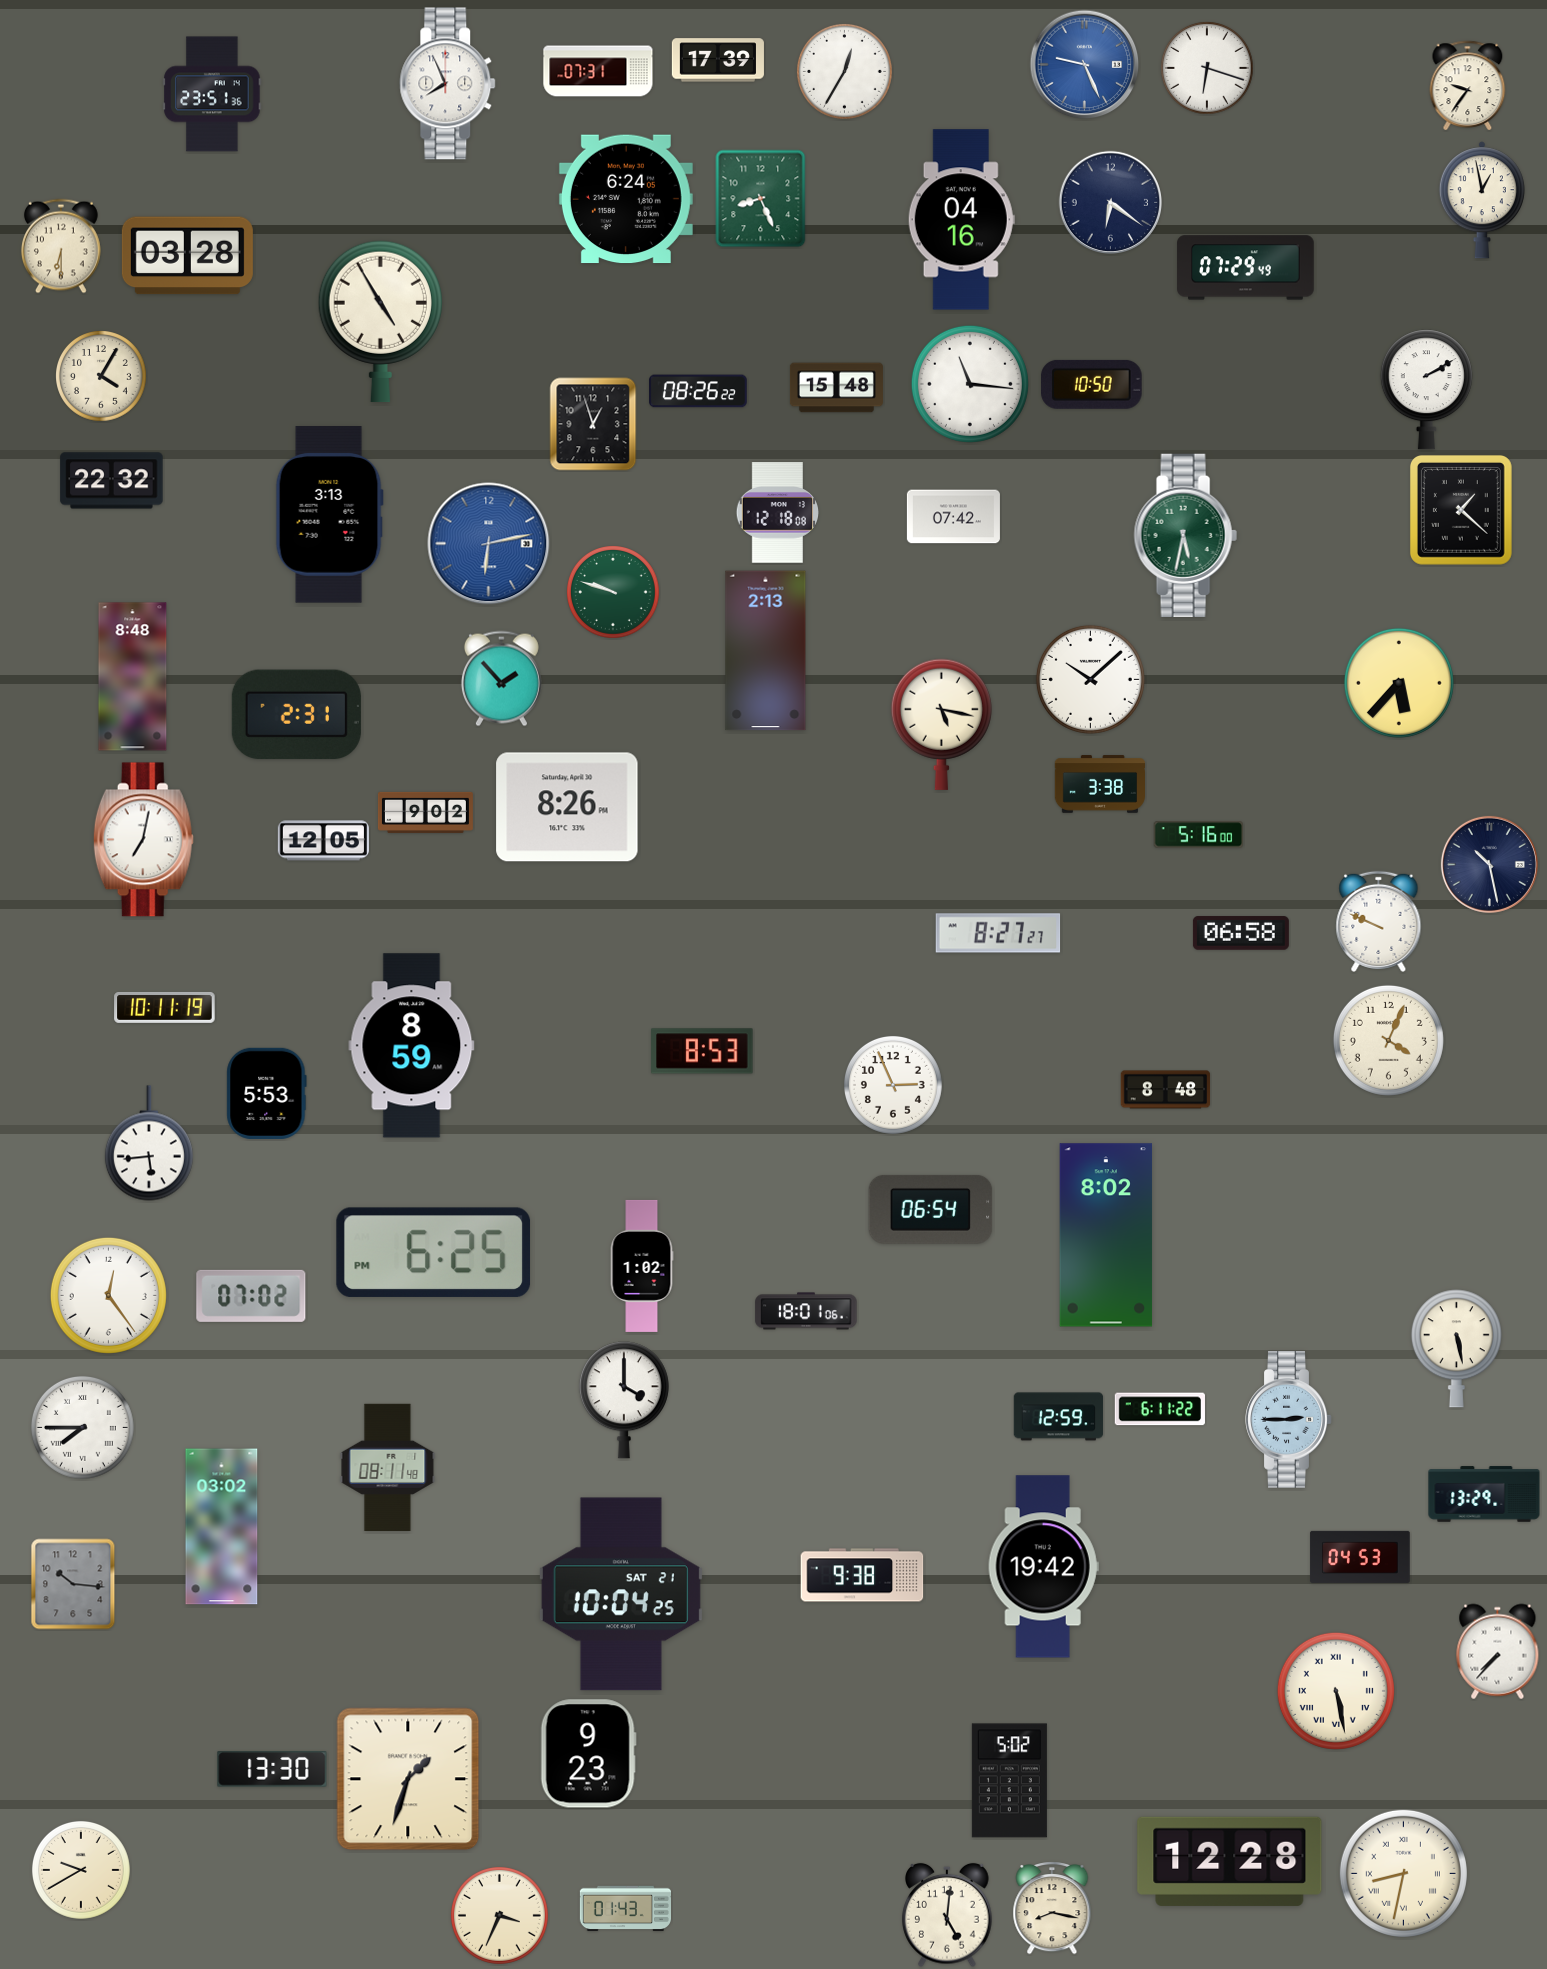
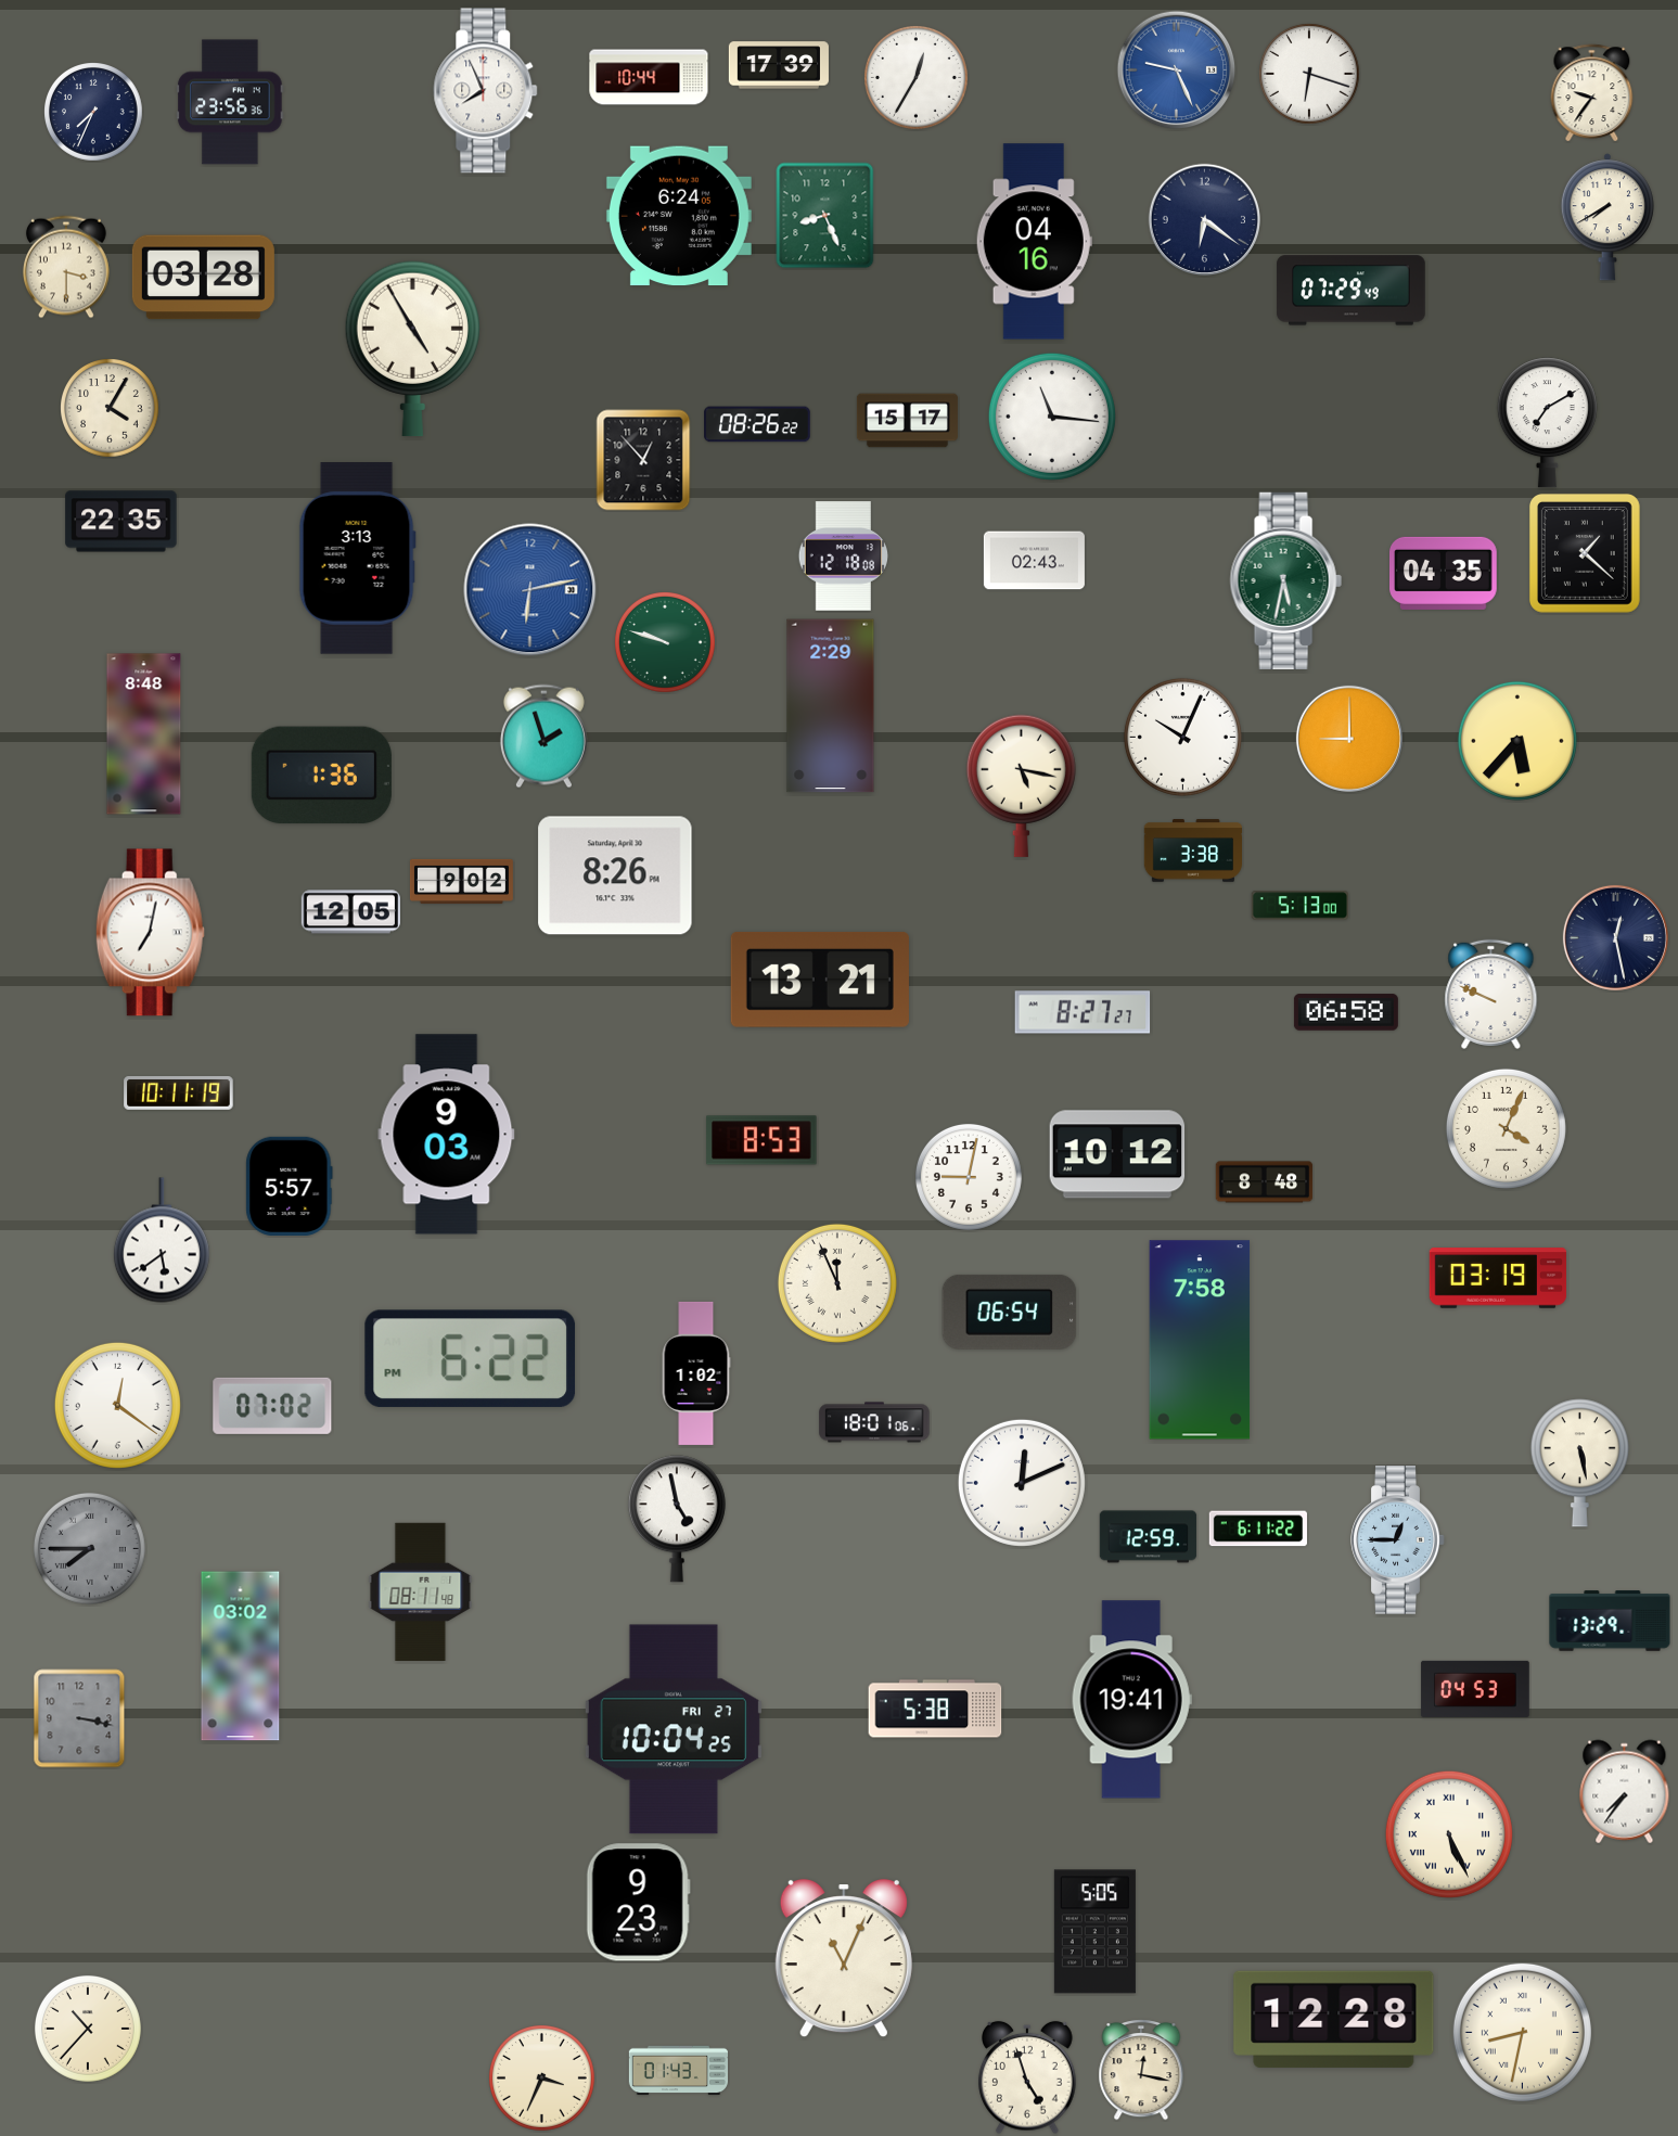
clock at (598, 71): 07:31 -> 10:44
clock at (212, 94): 23:51 -> 23:56
clock at (94, 113): none -> 7:34
clock at (1482, 200): 12:58 -> 7:40
clock at (961, 220) position: (961, 220) -> (1034, 242)
clock at (61, 246): 6:30 -> 3:30
clock at (1092, 384): 10:50 -> none
clock at (836, 388): 15:48 -> 15:17
clock at (1426, 390): 2:10 -> 7:10
clock at (593, 424): 12:57 -> 12:53
clock at (112, 481): 22:32 -> 22:35
clock at (953, 517): 07:42 -> 02:43
clock at (1444, 573): none -> 04:35
clock at (766, 651): 2:13 -> 2:29
clock at (501, 679): 1:53 -> 1:57
clock at (1090, 679): 10:08 -> 10:04
clock at (1349, 739): none -> 9:00
clock at (296, 715): 2:31 -> 1:36
clock at (1198, 835): 5:16 -> 5:13
clock at (143, 840) position: (143, 840) -> (150, 933)
clock at (1489, 864): 10:28 -> 12:28
clock at (820, 980): none -> 13:21
clock at (1379, 921) position: (1379, 921) -> (1491, 994)
clock at (412, 1046): 8:59 -> 9:03
clock at (1117, 1154): none -> 10:12
clock at (893, 1085): 2:56 -> 9:02
clock at (267, 1093): 5:53 -> 5:57
clock at (149, 1143): 5:44 -> 5:39
clock at (1498, 1278): none -> 03:19
clock at (837, 1283): none -> 11:56
clock at (1106, 1235): 8:02 -> 7:58
clock at (433, 1252): 6:25 -> 6:22
clock at (108, 1295): 12:24 -> 12:21
clock at (1022, 1483): none -> 12:11
clock at (624, 1400): 4:00 -> 4:58
clock at (1289, 1420): 2:45 -> 12:45
clock at (82, 1427) dial: white -> grey
clock at (1043, 1567): 19:42 -> 19:41
clock at (862, 1575): 9:38 -> 5:38
clock at (73, 1584): 10:16 -> 3:17
clock at (621, 1594) date: SAT 21 -> FRI 27
clock at (1498, 1652): 7:37 -> 7:36
clock at (1336, 1691): 5:28 -> 5:26
clock at (272, 1769): 13:30 -> none
clock at (408, 1779): 1:33 -> none
clock at (1009, 1781): 5:02 -> 5:05
clock at (844, 1958): none -> 11:04
clock at (81, 1870): 9:40 -> 10:37
clock at (1052, 1908): 8:17 -> 12:17
clock at (947, 1915): 5:01 -> 4:57
